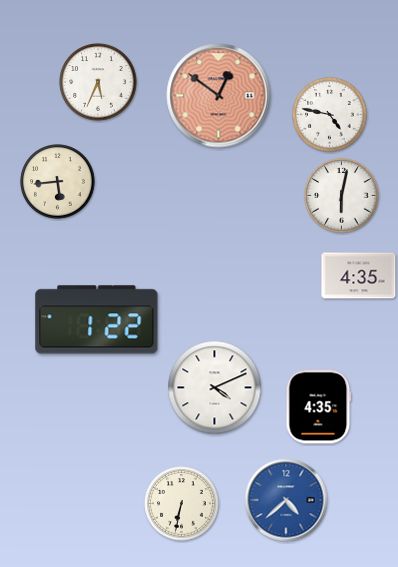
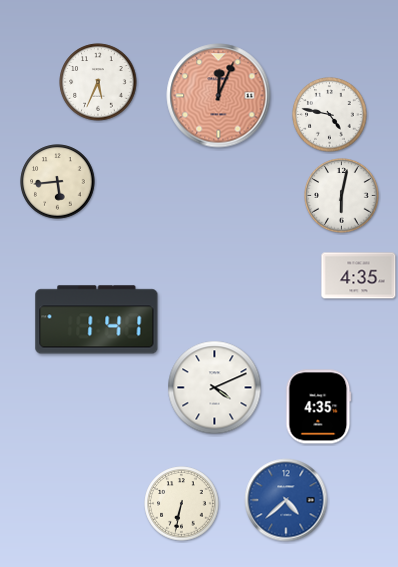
clock at (219, 96): 12:51 -> 12:04
clock at (97, 320): 1:22 -> 1:41
